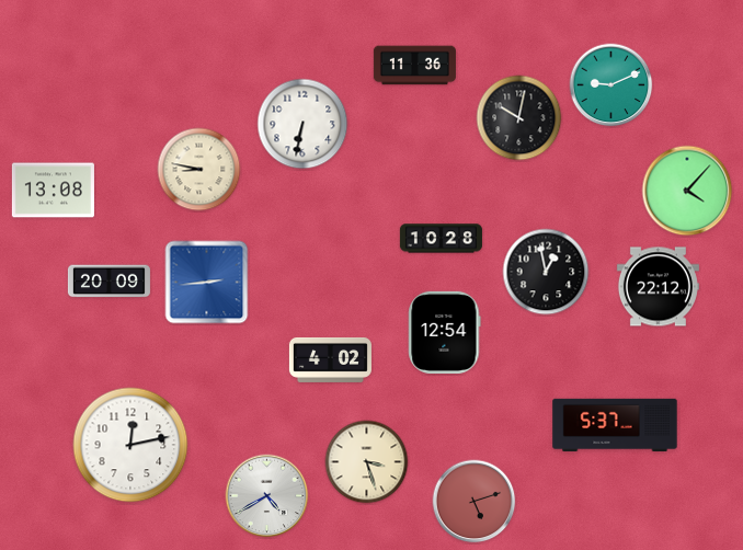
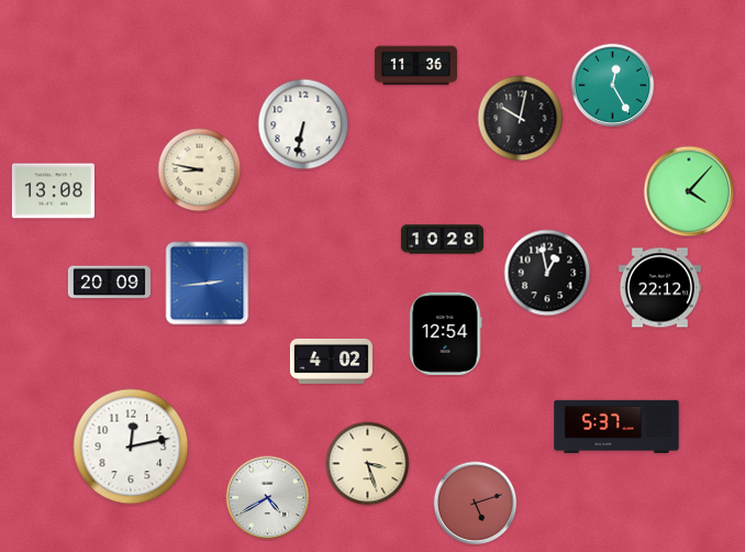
clock at (611, 85): 9:11 -> 12:25
